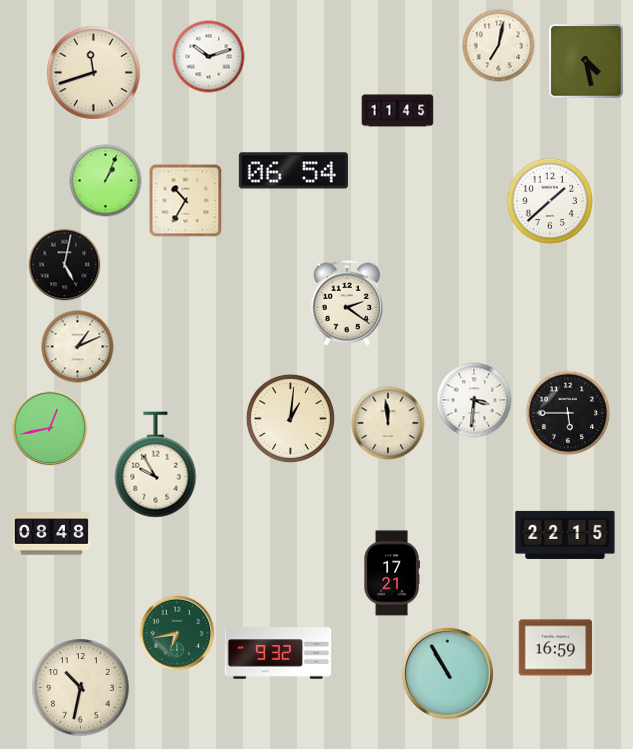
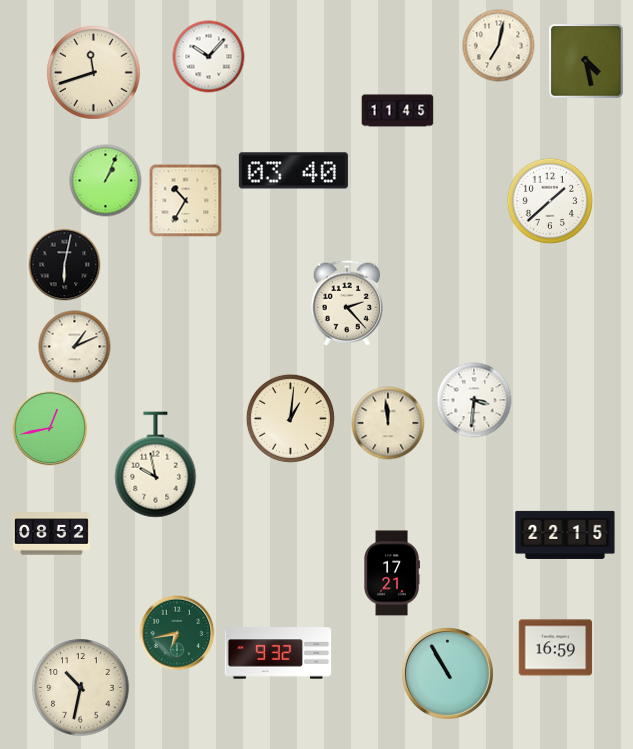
clock at (209, 57): 10:12 -> 10:07
clock at (293, 171): 06:54 -> 03:40
clock at (65, 265): 5:02 -> 6:02
clock at (347, 303): 2:21 -> 2:23
clock at (78, 347) position: (78, 347) -> (75, 347)
clock at (568, 413): 5:45 -> none
clock at (156, 465): 9:55 -> 9:58
clock at (51, 534): 08:48 -> 08:52
